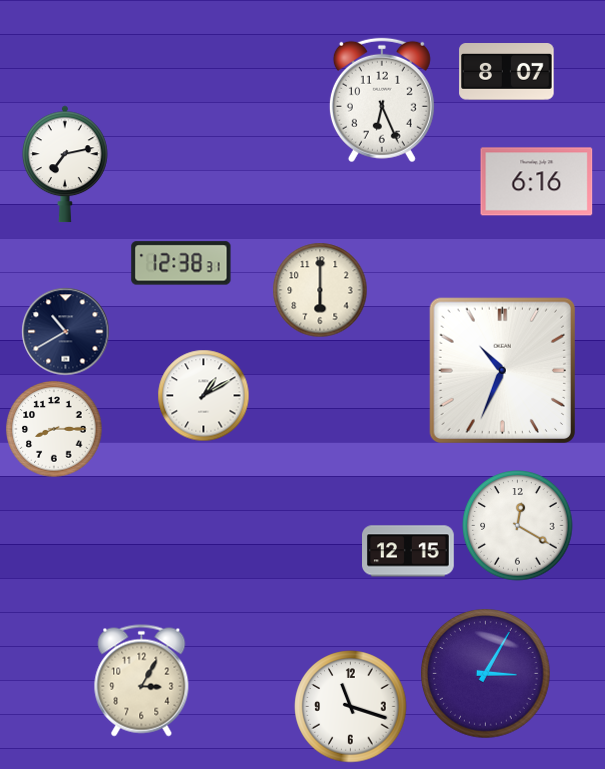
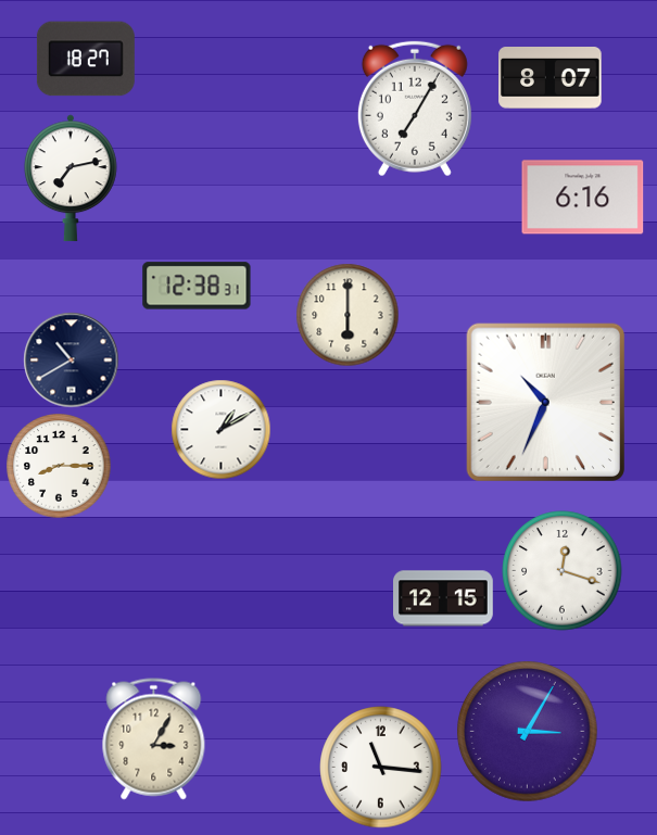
clock at (86, 59): none -> 18:27
clock at (382, 100): 6:26 -> 7:05
clock at (518, 526): 12:20 -> 12:18
clock at (351, 707): 11:18 -> 11:16
